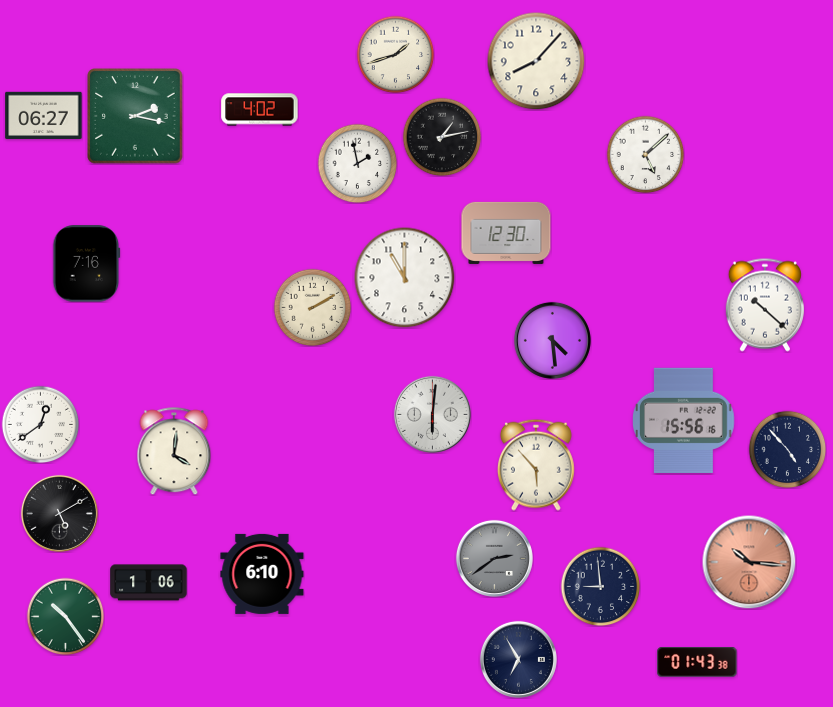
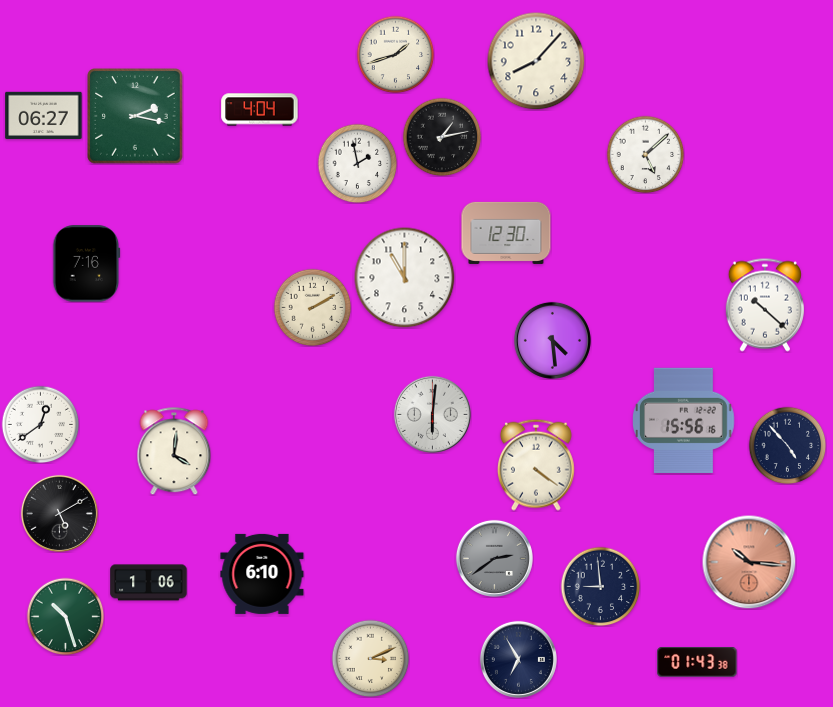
clock at (260, 110): 4:02 -> 4:04
clock at (787, 449) position: (787, 449) -> (787, 445)
clock at (536, 465): 5:53 -> 4:21
clock at (65, 616): 10:24 -> 10:27
clock at (370, 658): none -> 3:11
